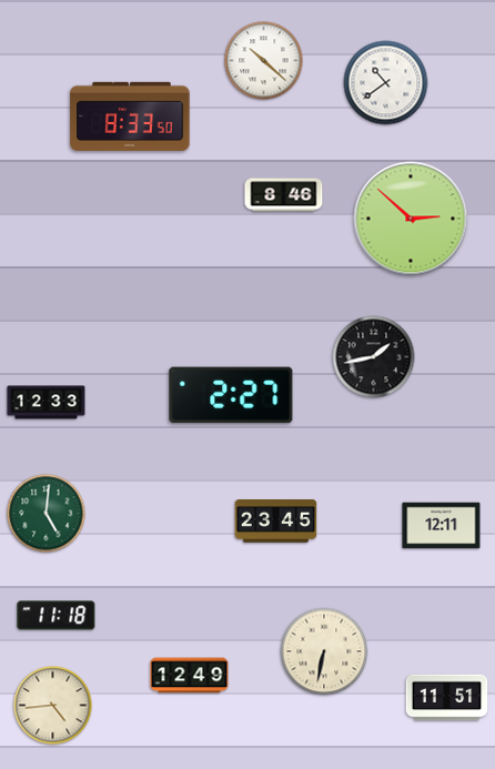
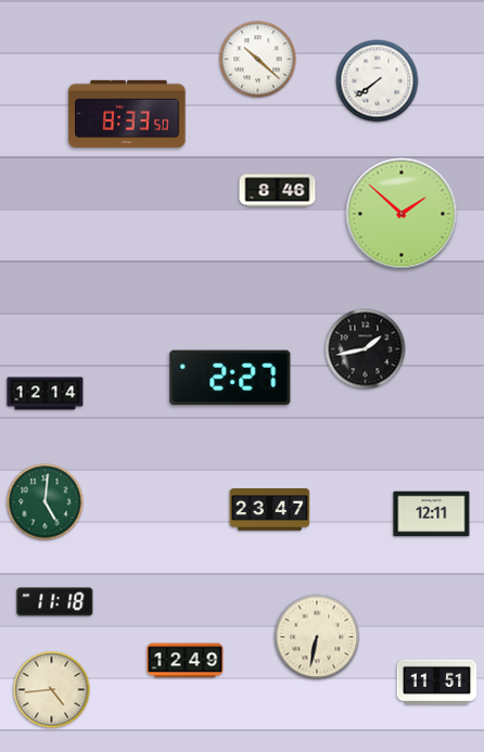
clock at (386, 83): 10:39 -> 7:39
clock at (411, 219): 2:52 -> 1:52
clock at (231, 395) position: (231, 395) -> (230, 378)
clock at (47, 403): 12:33 -> 12:14
clock at (276, 522): 23:45 -> 23:47
